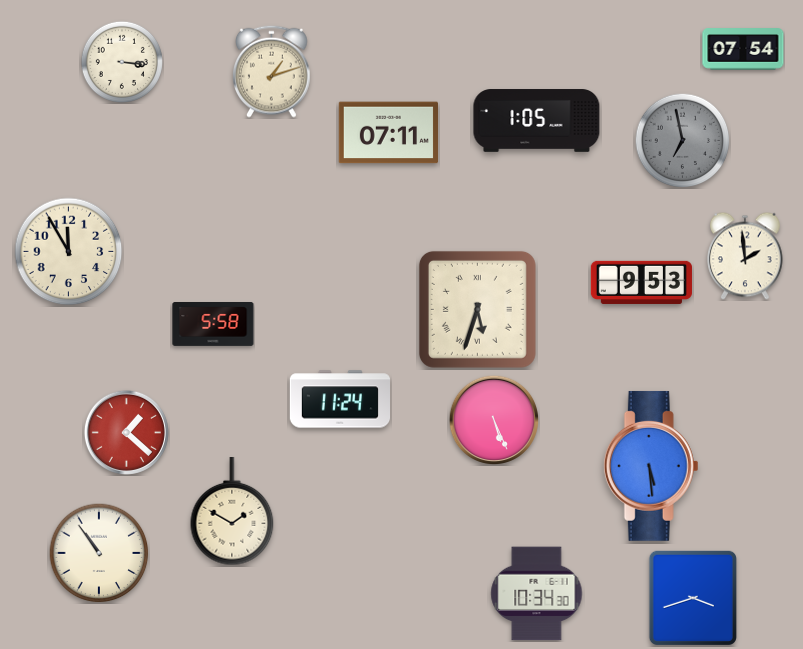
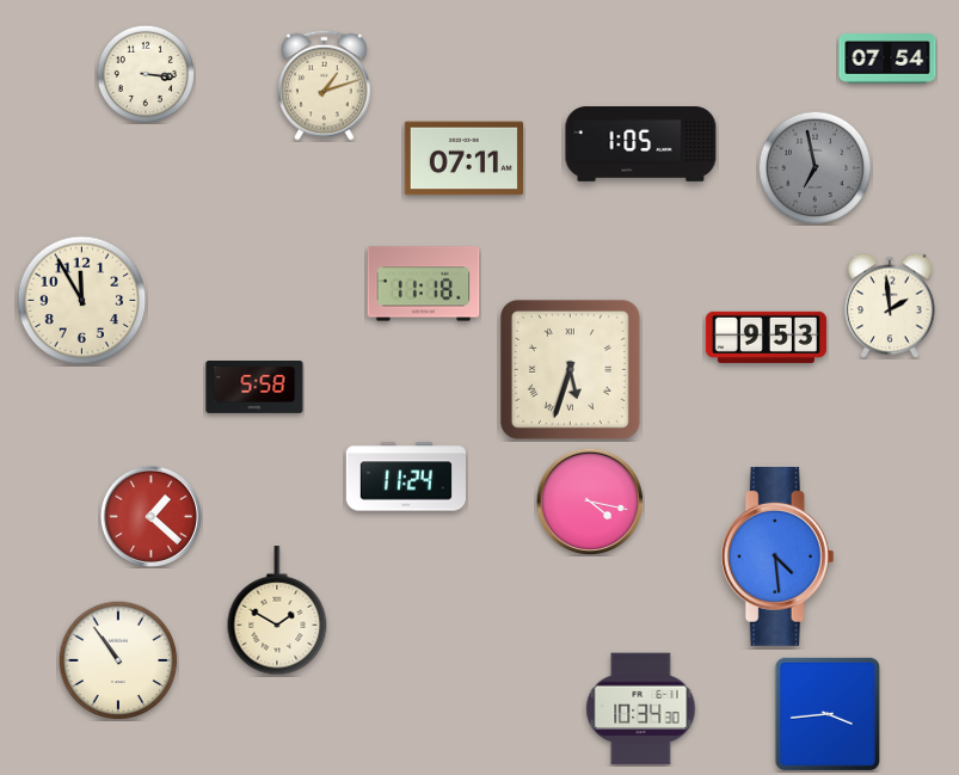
clock at (424, 284): none -> 11:18
clock at (494, 420): 5:26 -> 4:17
clock at (651, 466): 5:29 -> 4:29
clock at (693, 597): 3:42 -> 3:44
